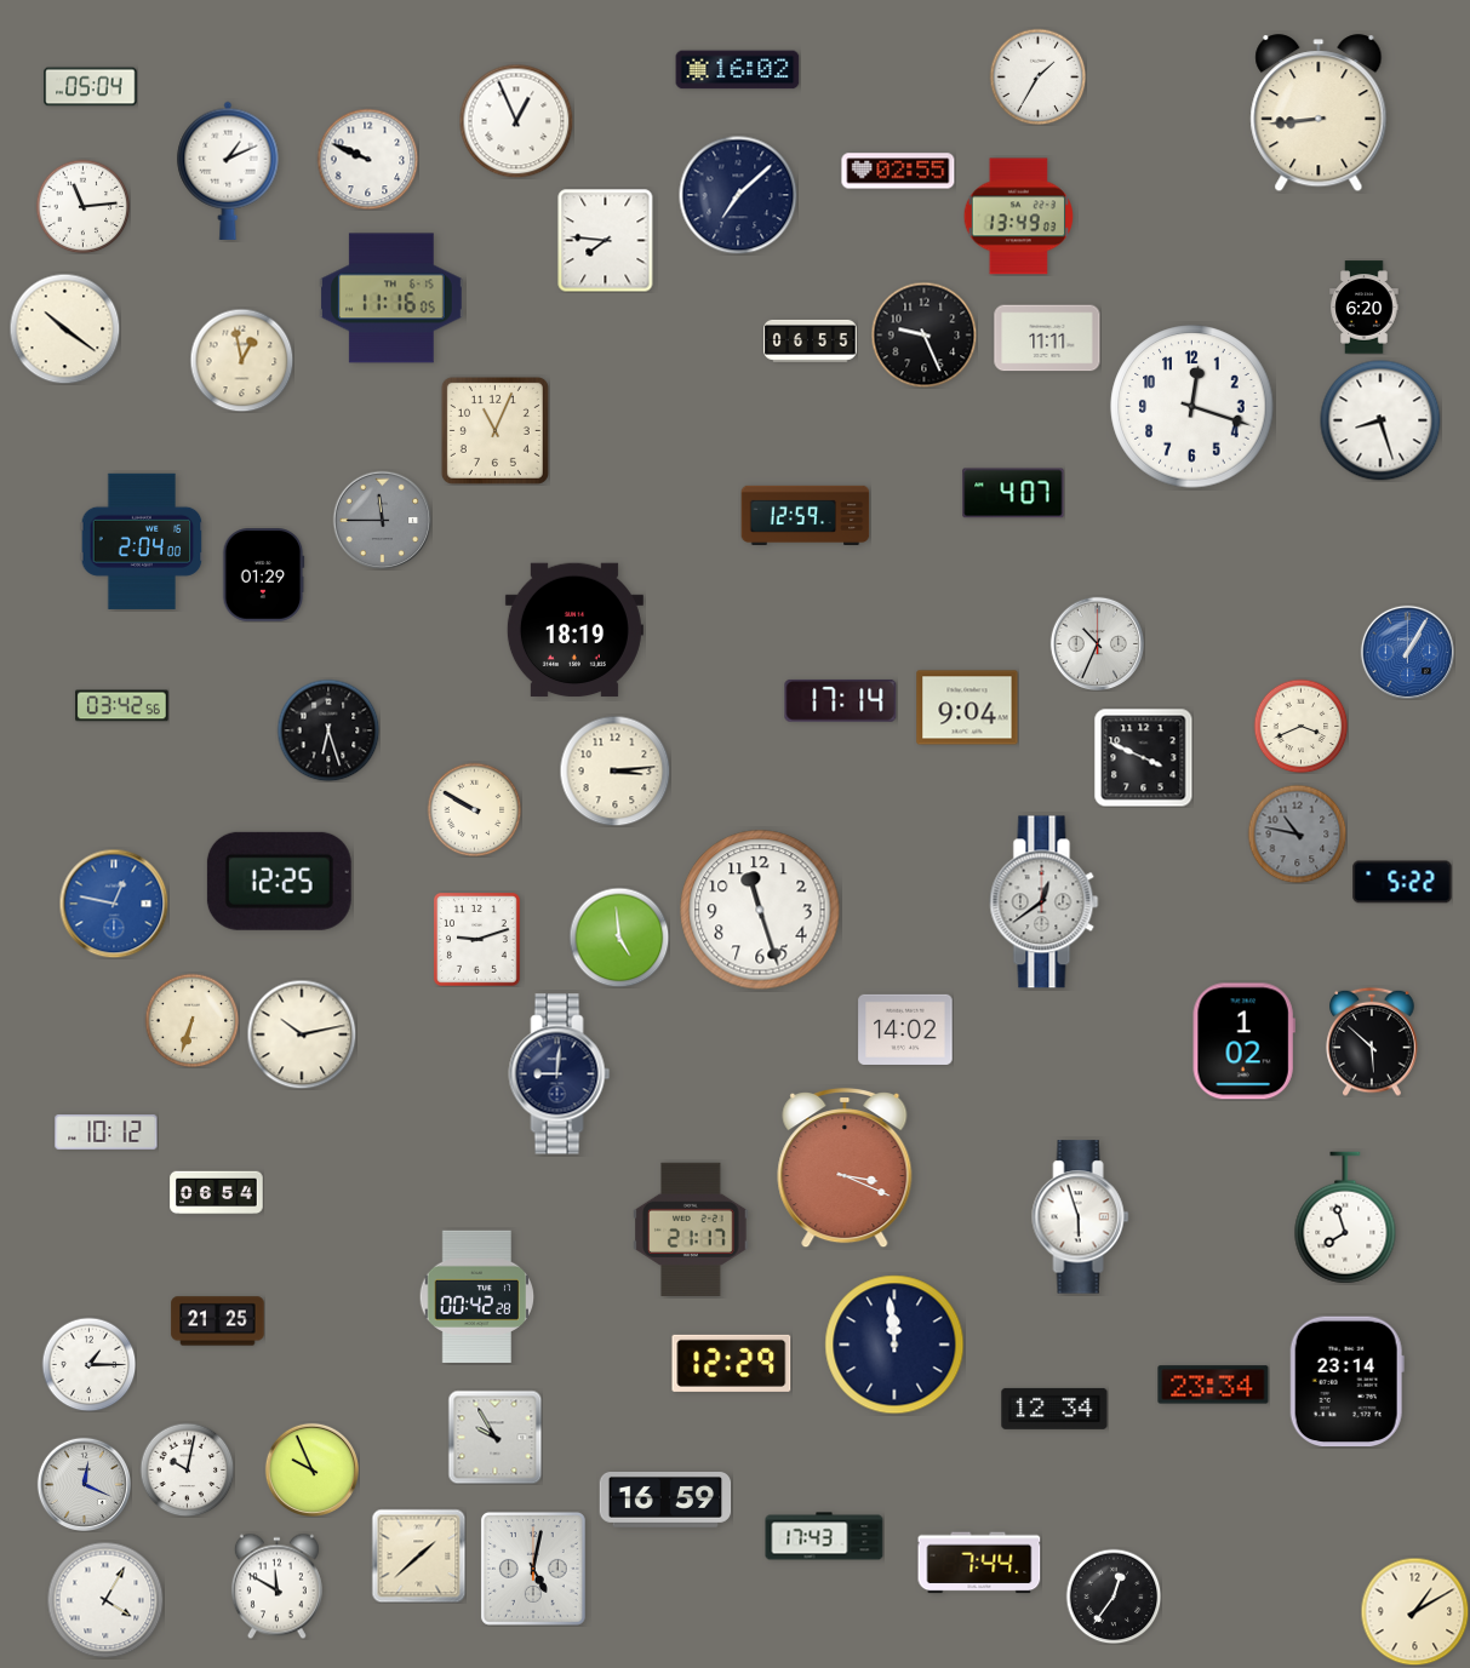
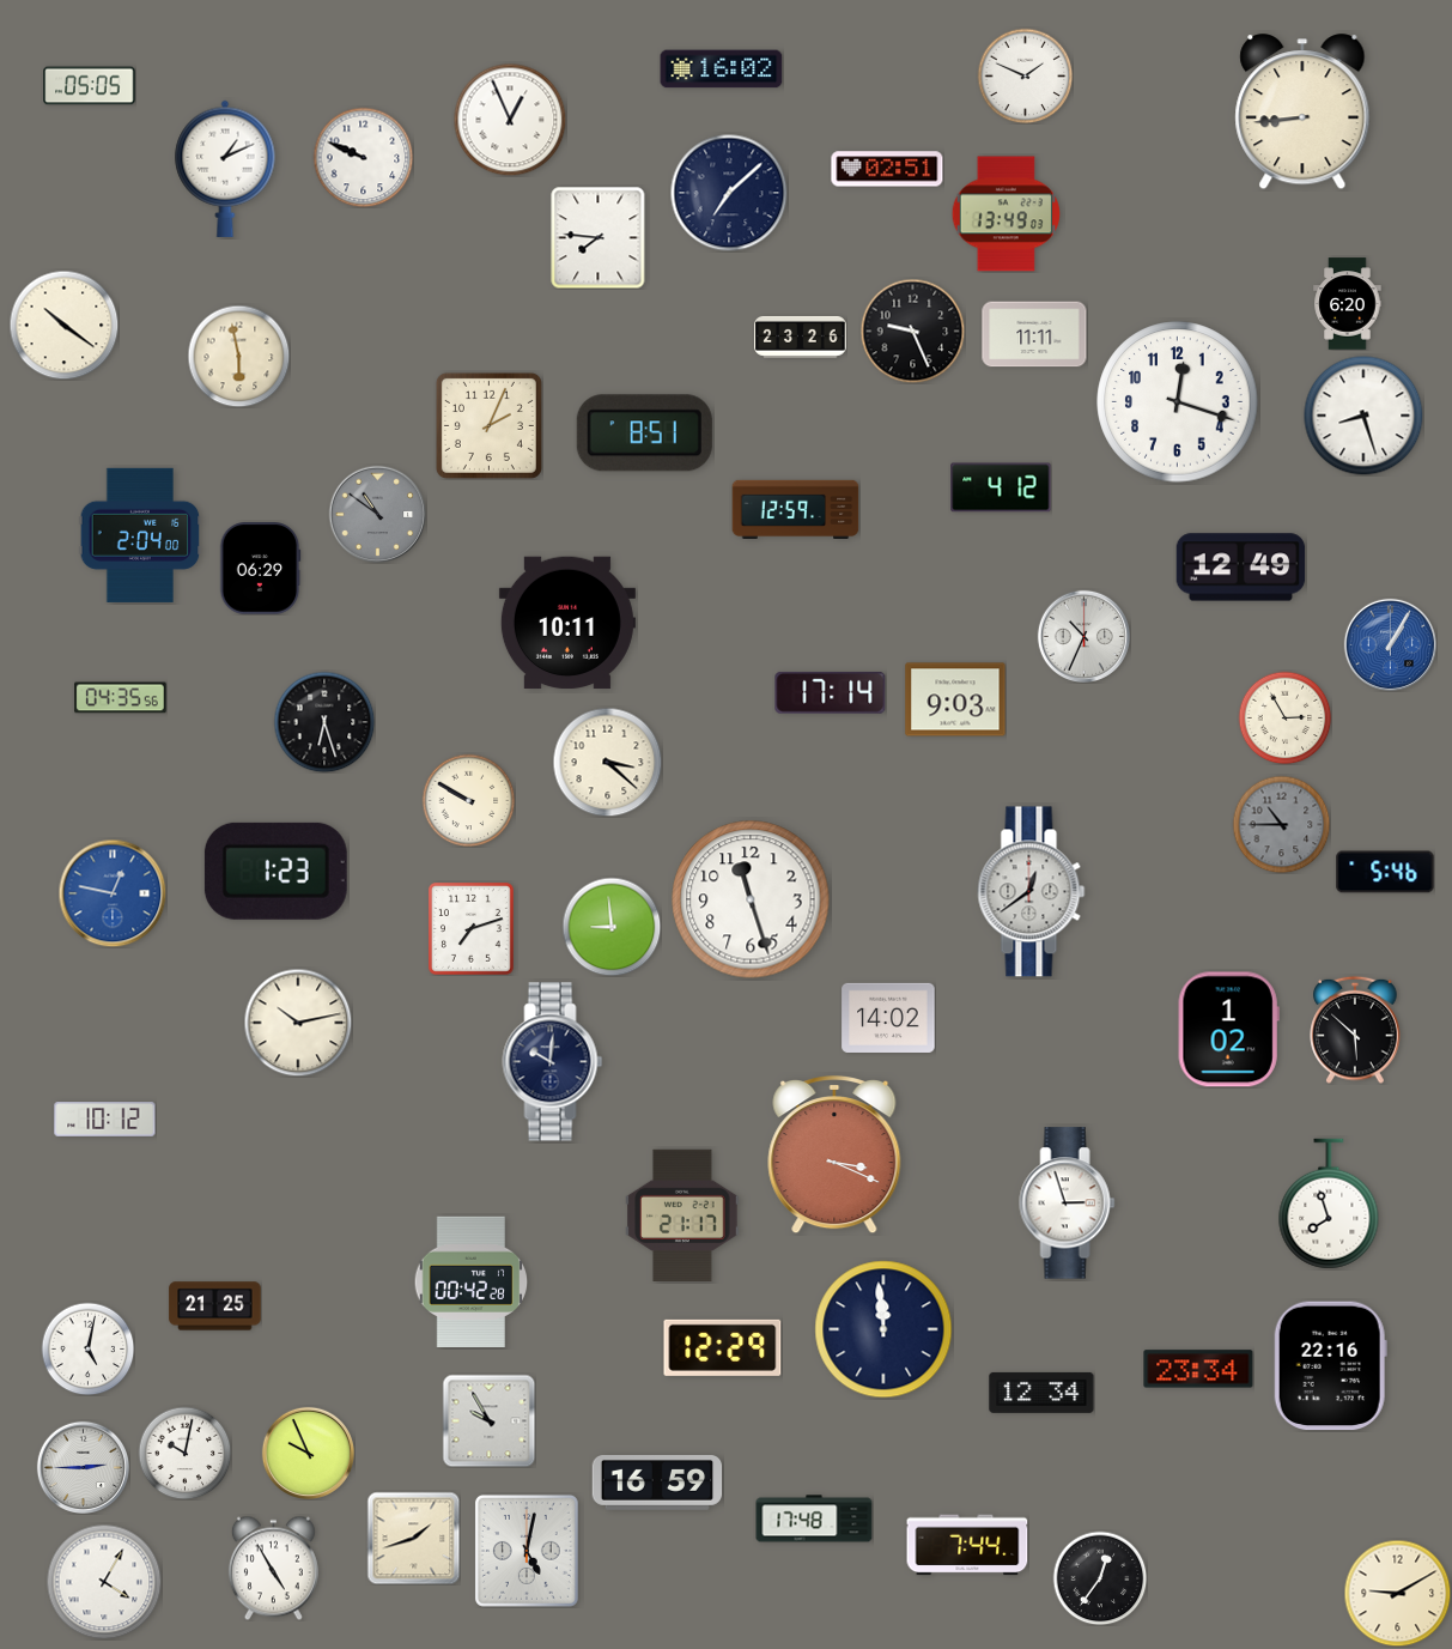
clock at (738, 70) position: (738, 70) -> (722, 69)
clock at (1037, 76): 1:35 -> 1:49
clock at (91, 87): 05:04 -> 05:05
clock at (898, 171): 02:55 -> 02:51
clock at (82, 206): 11:14 -> none
clock at (391, 298): 11:16 -> none
clock at (811, 340): 06:55 -> 23:26
clock at (241, 360): 12:58 -> 5:58
clock at (494, 430): 11:04 -> 2:04
clock at (644, 434): none -> 8:51
clock at (1013, 493): 4:07 -> 4:12
clock at (382, 520): 11:45 -> 10:51
clock at (1241, 568): none -> 12:49
clock at (263, 575): 01:29 -> 06:29
clock at (574, 630): 18:19 -> 10:11
clock at (122, 706): 03:42 -> 04:35
clock at (967, 707): 9:04 -> 9:03
clock at (1300, 726): 3:41 -> 2:55
clock at (1143, 757): 3:49 -> none
clock at (614, 770): 3:14 -> 3:22
clock at (1297, 833): 10:47 -> 10:45
clock at (279, 881): 12:25 -> 1:23
clock at (1402, 882): 5:22 -> 5:46
clock at (619, 938): 4:59 -> 8:59
clock at (476, 940): 9:12 -> 7:12
clock at (191, 1020): 6:33 -> none
clock at (905, 1030) position: (905, 1030) -> (888, 1018)
clock at (560, 1074): 9:01 -> 10:01
clock at (217, 1193): 06:54 -> none
clock at (1081, 1217): 5:57 -> 2:57
clock at (88, 1364): 1:15 -> 5:02
clock at (1346, 1382): 23:14 -> 22:16
clock at (84, 1484): 12:19 -> 2:45
clock at (824, 1536): 17:43 -> 17:48
clock at (418, 1555): 1:38 -> 1:42
clock at (276, 1586): 11:50 -> 4:55
clock at (1414, 1611): 1:10 -> 9:10
